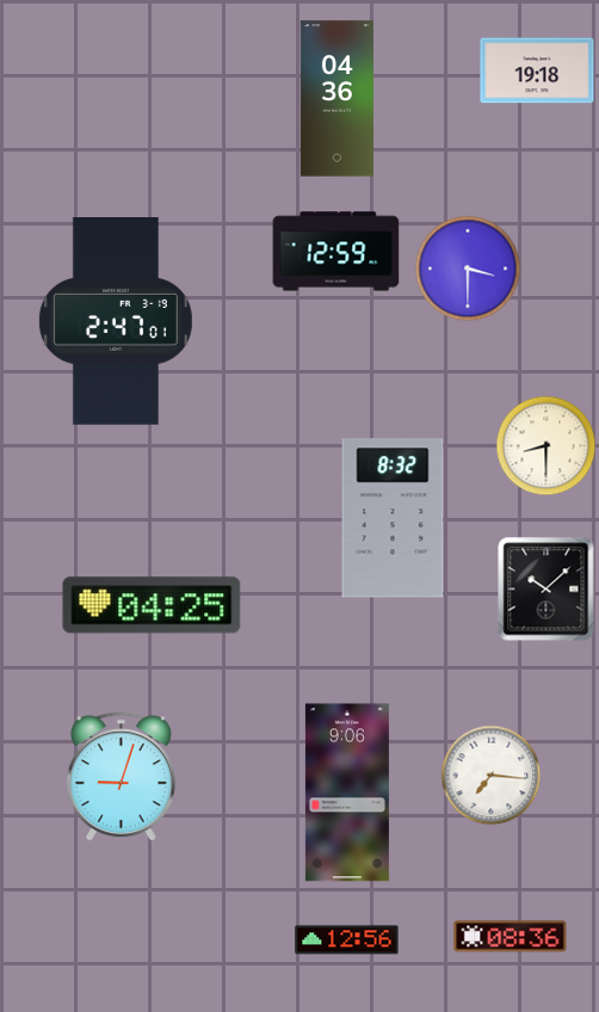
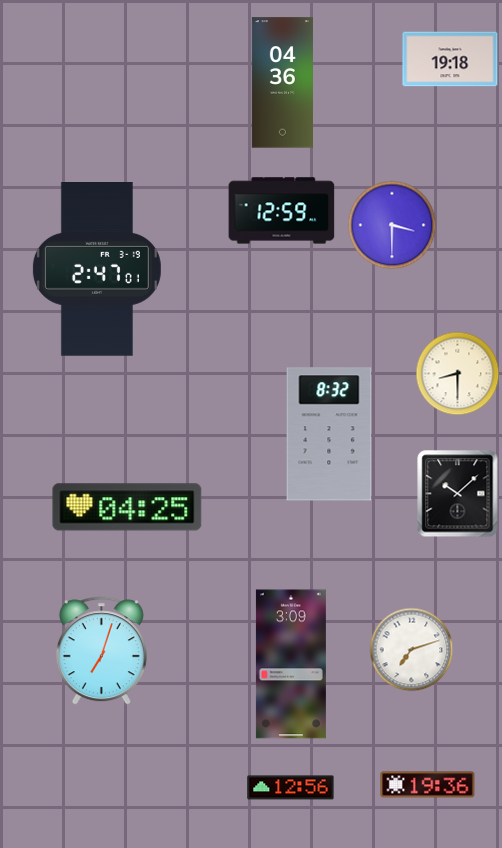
clock at (490, 775): 7:16 -> 7:12
clock at (121, 777): 9:03 -> 7:03
clock at (347, 792): 9:06 -> 3:09
clock at (511, 937): 08:36 -> 19:36
